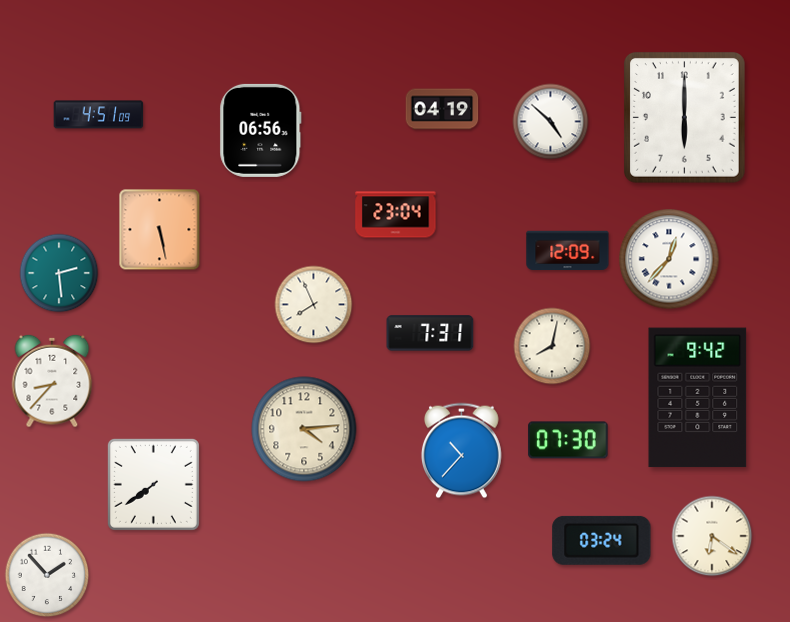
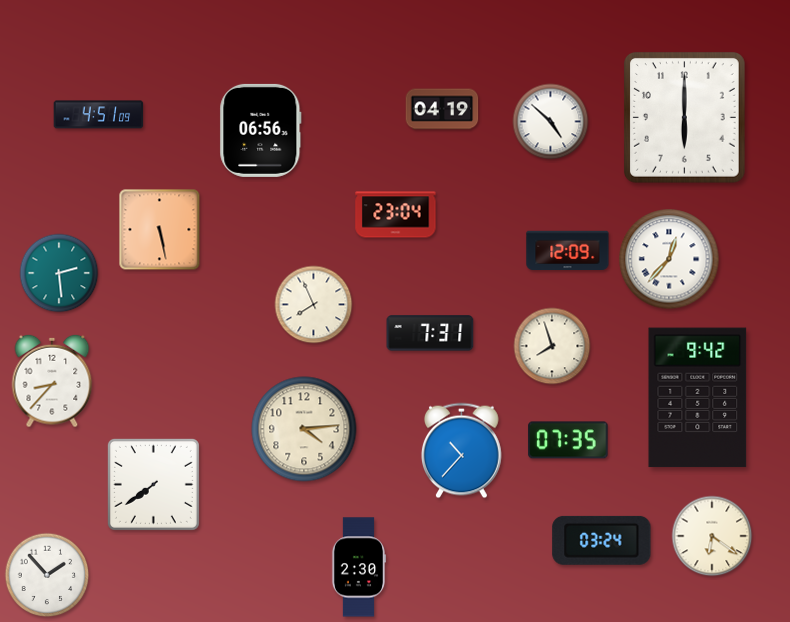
clock at (552, 346): 8:02 -> 7:57
clock at (568, 440): 07:30 -> 07:35
clock at (359, 567): none -> 2:30
